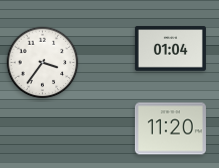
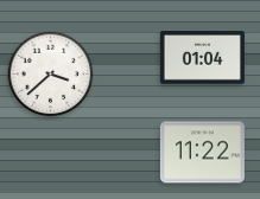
clock at (43, 63): 3:36 -> 3:38
clock at (170, 129): 11:20 -> 11:22
